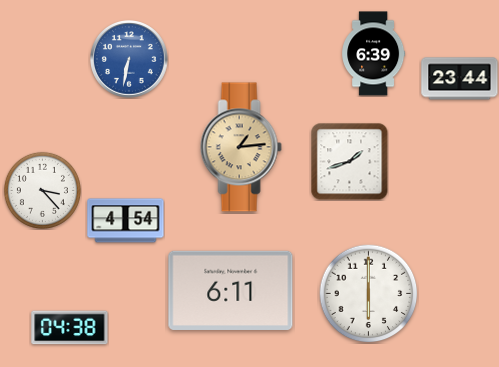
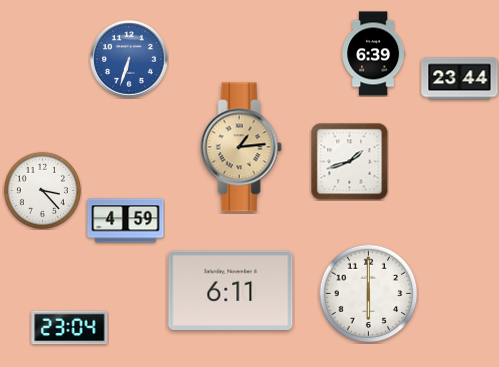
clock at (130, 60): 6:32 -> 6:33
clock at (126, 221): 4:54 -> 4:59
clock at (70, 328): 04:38 -> 23:04
